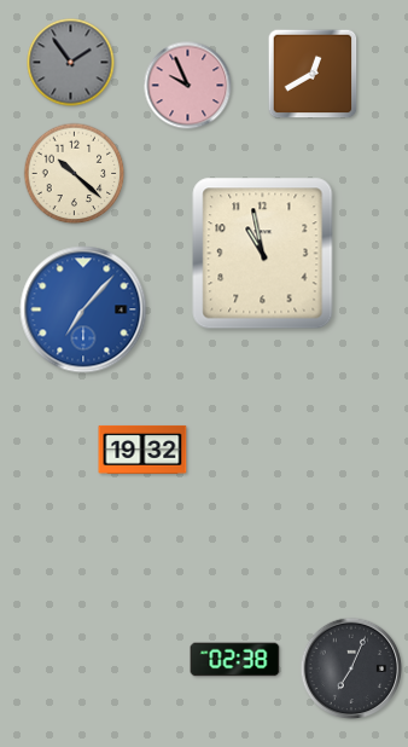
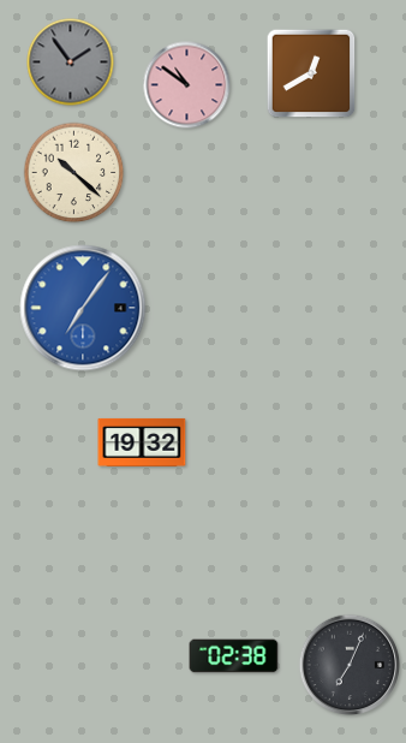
clock at (188, 86): 9:56 -> 10:51
clock at (263, 254): 10:58 -> none
clock at (83, 309): 7:07 -> 7:06
clock at (142, 450) position: (142, 450) -> (142, 442)
